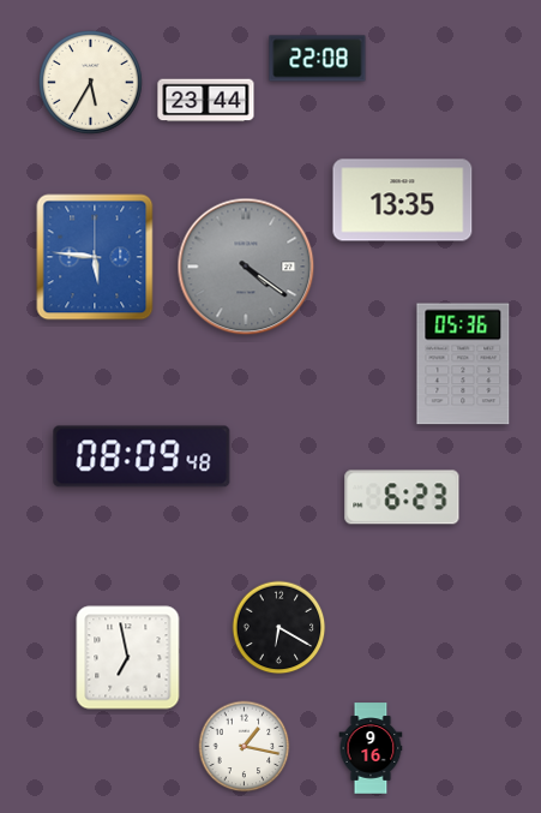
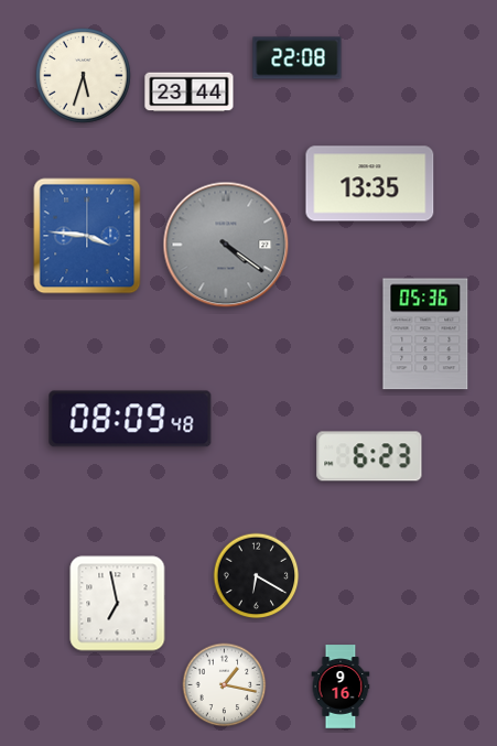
clock at (318, 59) position: (318, 59) -> (298, 58)
clock at (91, 83): 5:35 -> 5:33
clock at (95, 257): 5:46 -> 3:46
